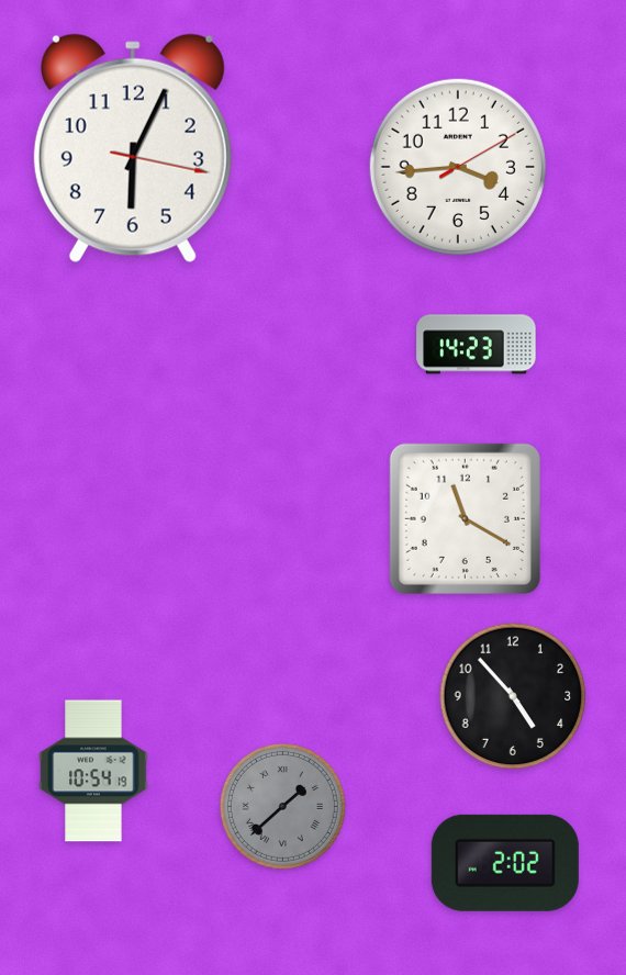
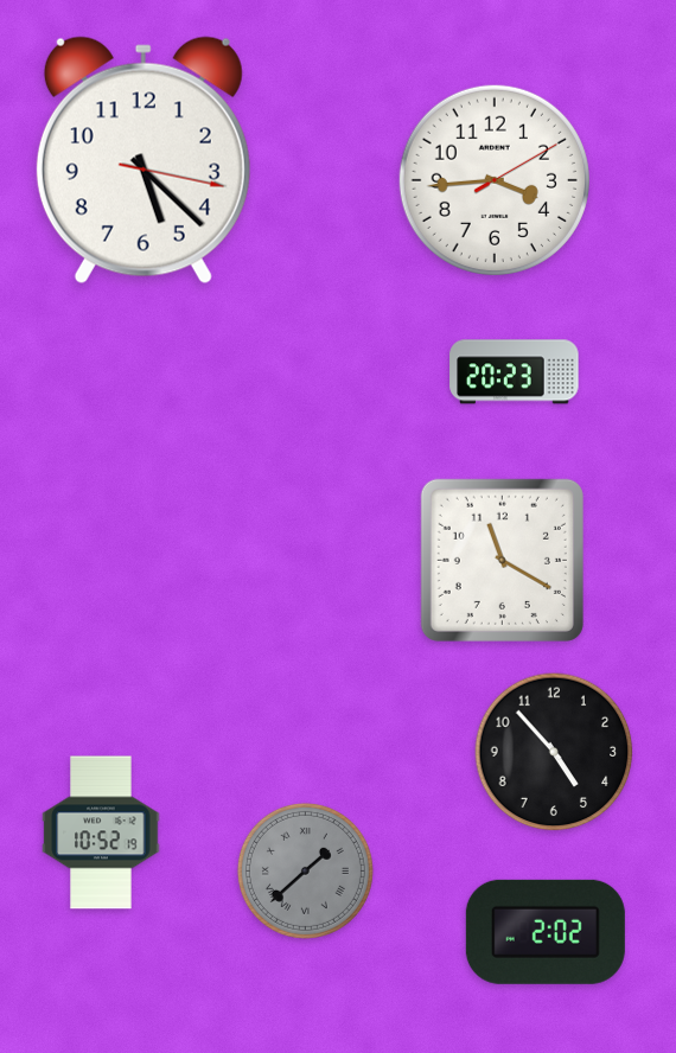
clock at (133, 148): 6:04 -> 5:22
clock at (477, 345): 14:23 -> 20:23
clock at (93, 771): 10:54 -> 10:52
